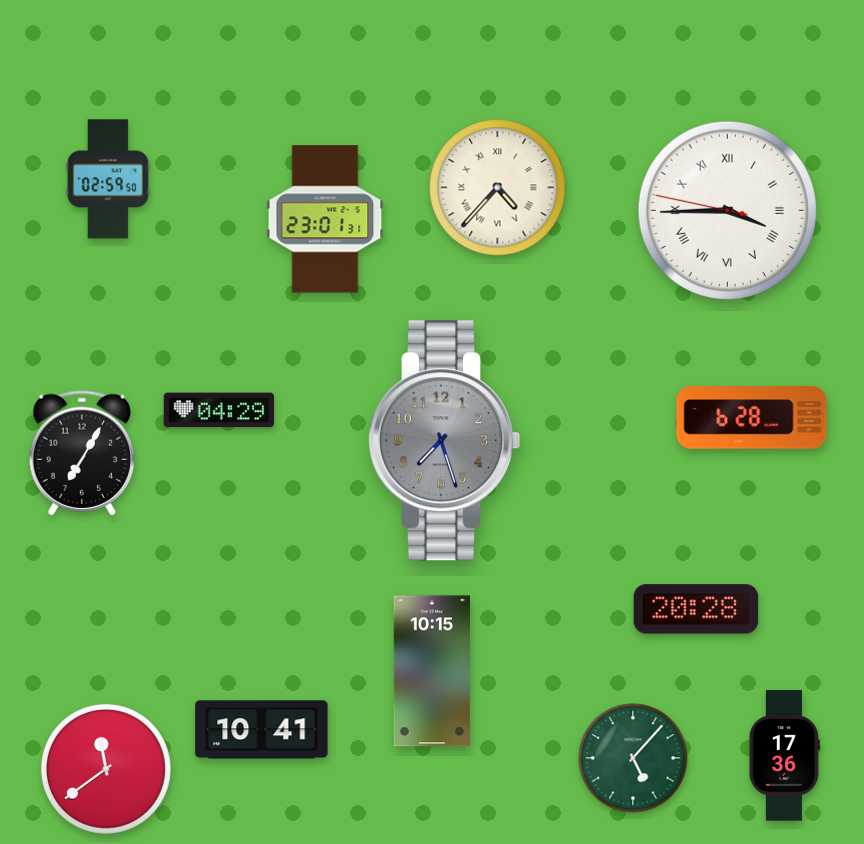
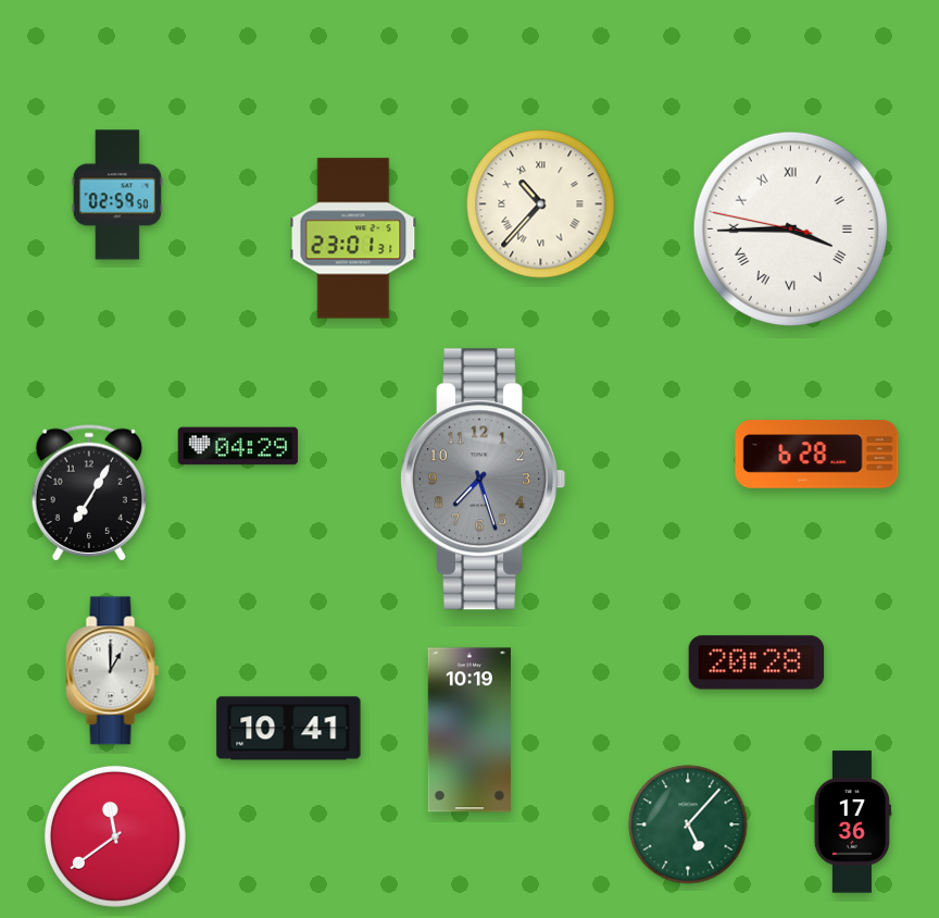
clock at (498, 188): 4:37 -> 10:37
clock at (113, 671): none -> 1:00
clock at (432, 671): 10:15 -> 10:19
clock at (262, 730) position: (262, 730) -> (289, 729)
